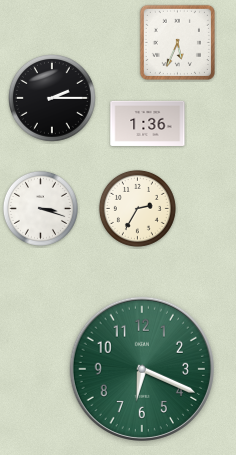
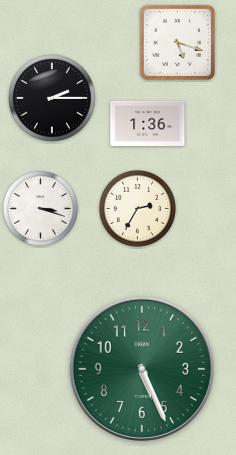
clock at (177, 42): 5:34 -> 5:18
clock at (141, 368): 6:19 -> 5:26
